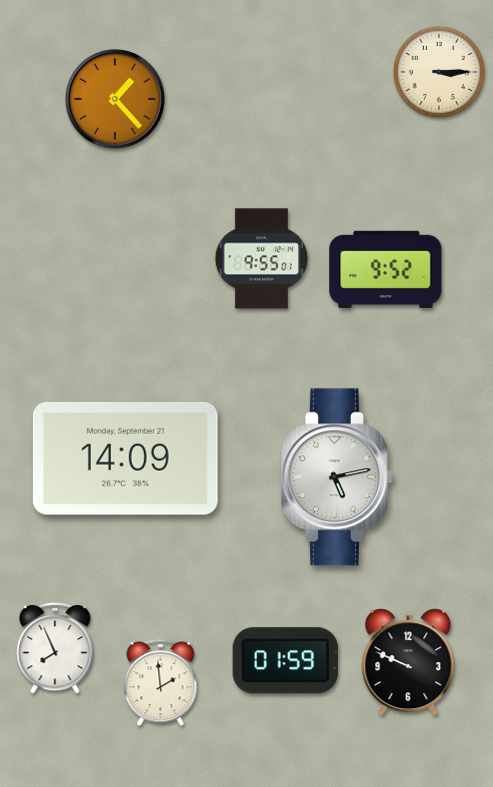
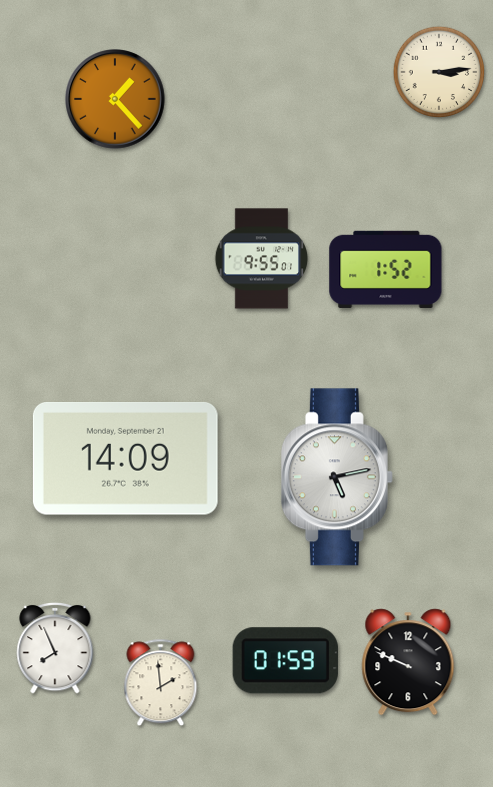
clock at (439, 72): 3:15 -> 3:14
clock at (386, 269): 9:52 -> 1:52
